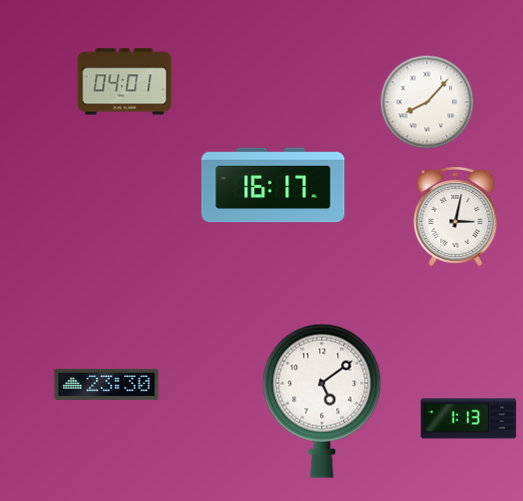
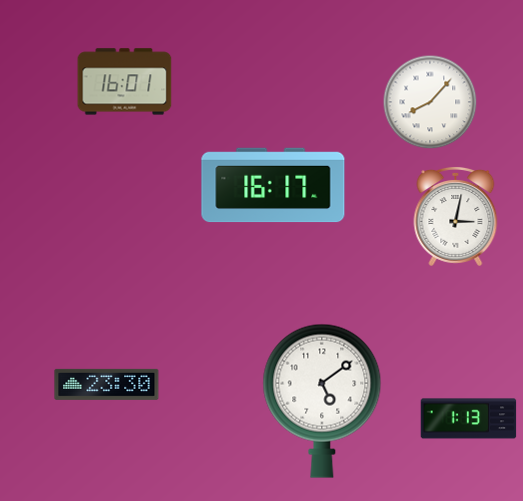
clock at (125, 82): 04:01 -> 16:01
clock at (427, 102) position: (427, 102) -> (430, 102)
